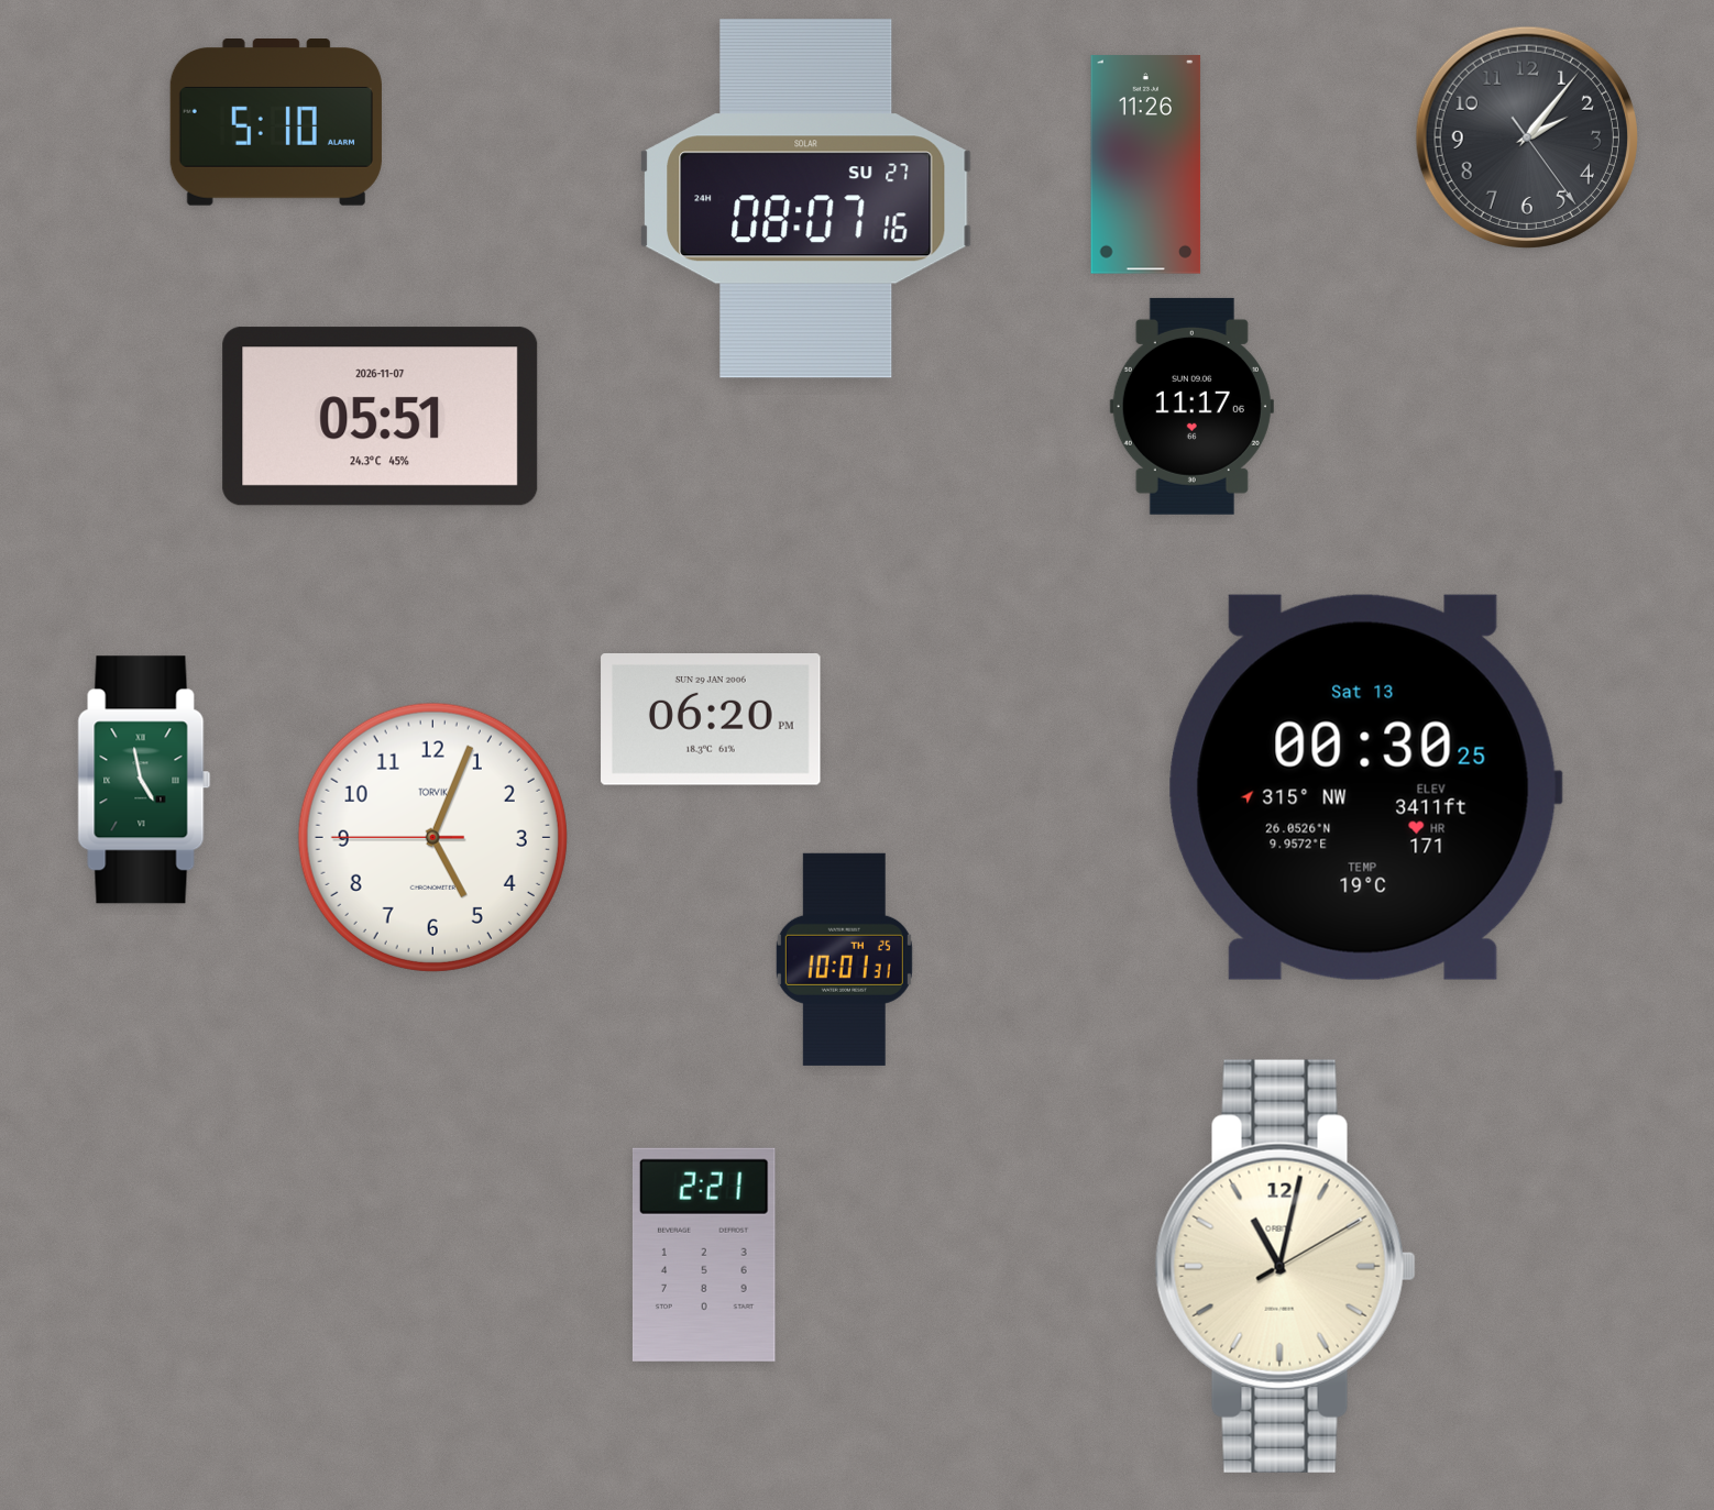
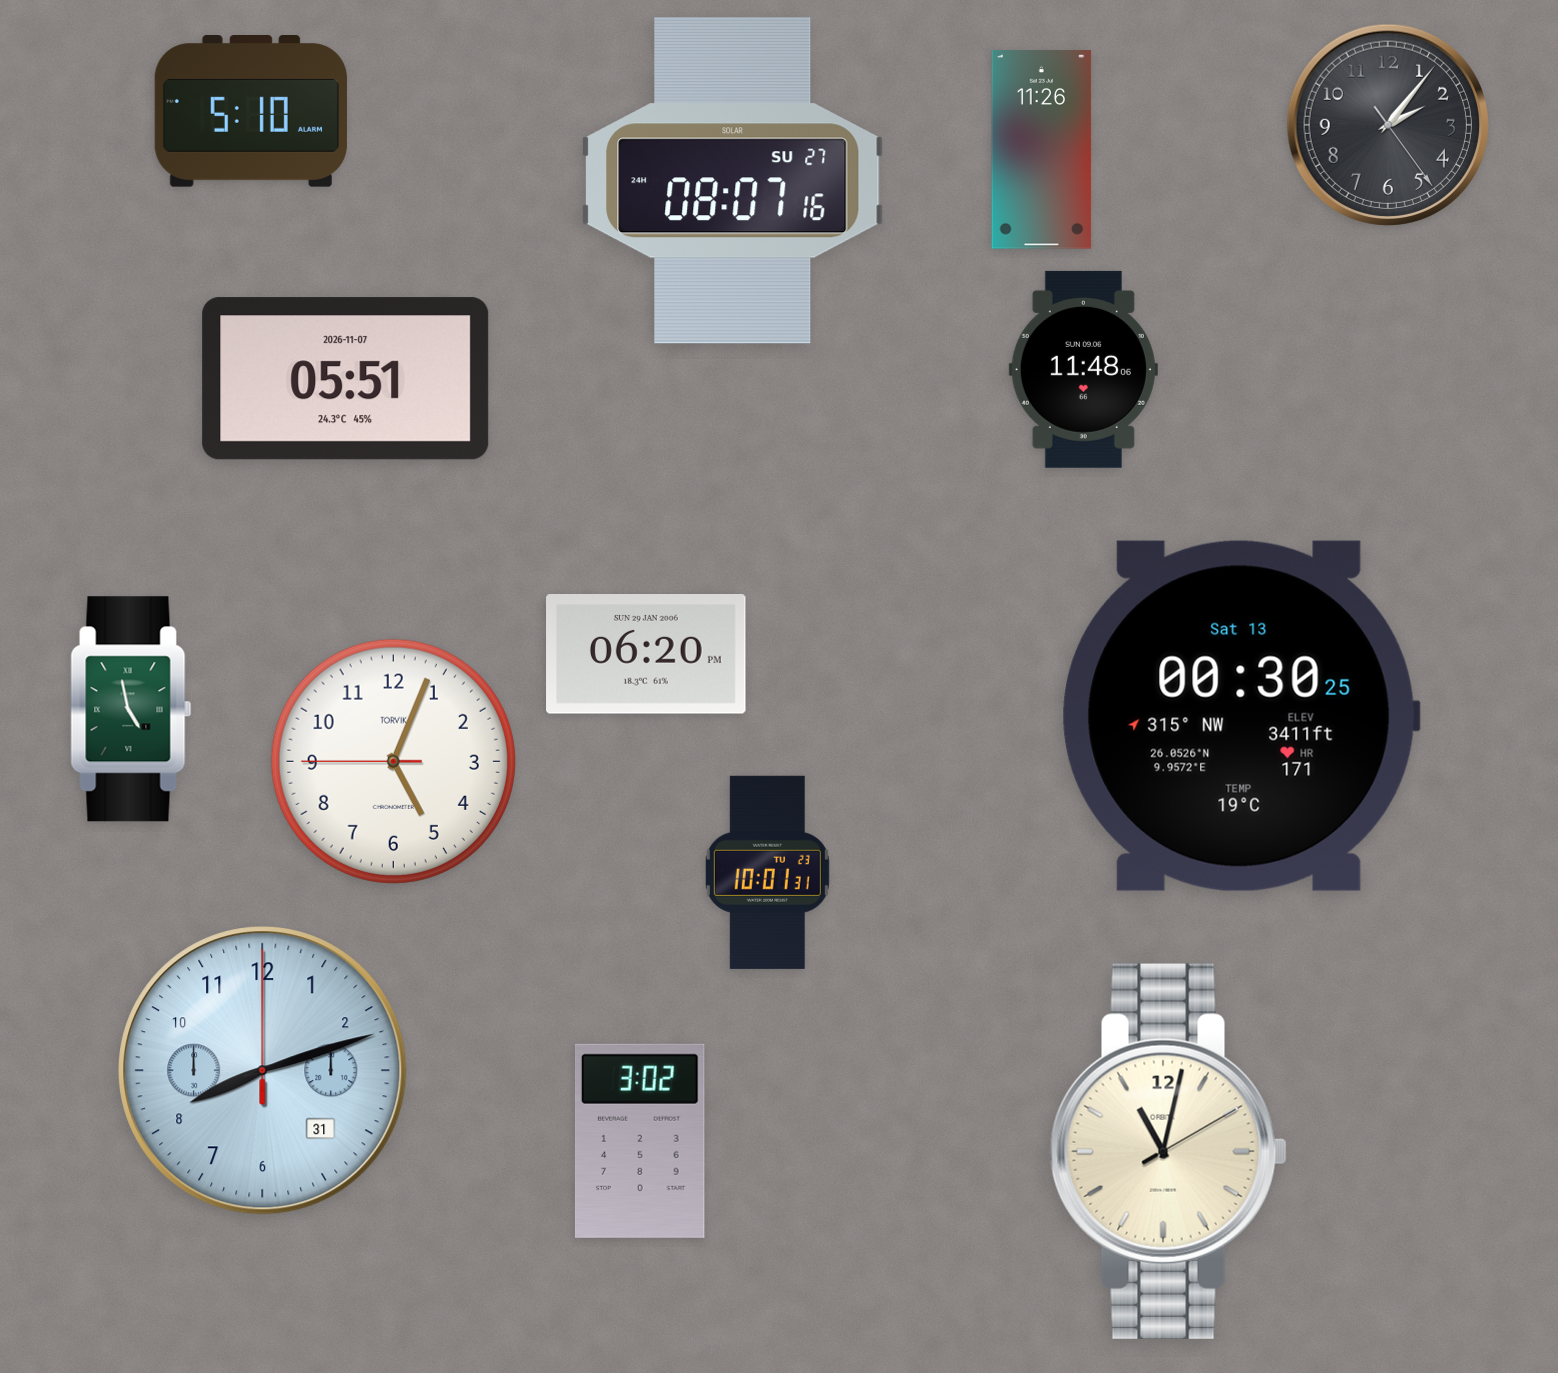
clock at (1191, 406): 11:17 -> 11:48
clock at (844, 959) date: TH 25 -> TU 23
clock at (263, 1071): none -> 8:12
clock at (704, 1255): 2:21 -> 3:02
